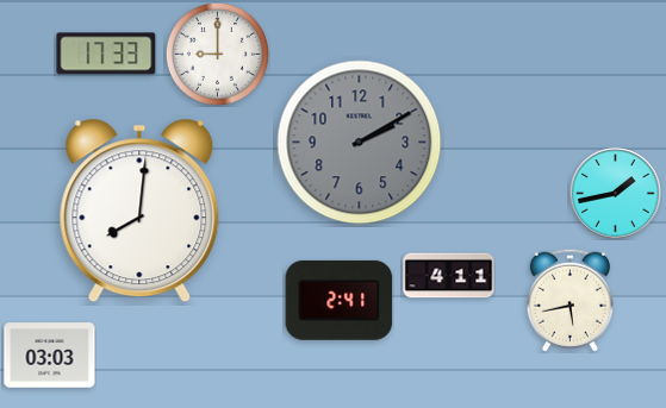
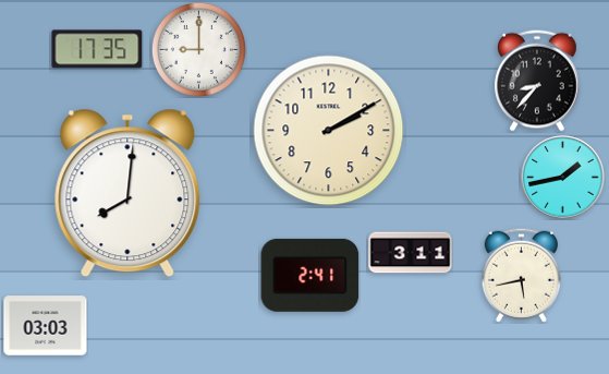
clock at (106, 54): 17:33 -> 17:35
clock at (538, 81): none -> 8:37
clock at (360, 143) dial: grey -> cream
clock at (449, 276): 4:11 -> 3:11
